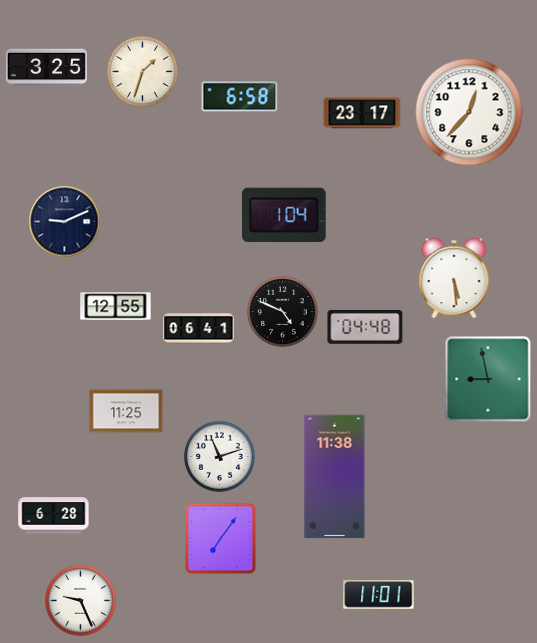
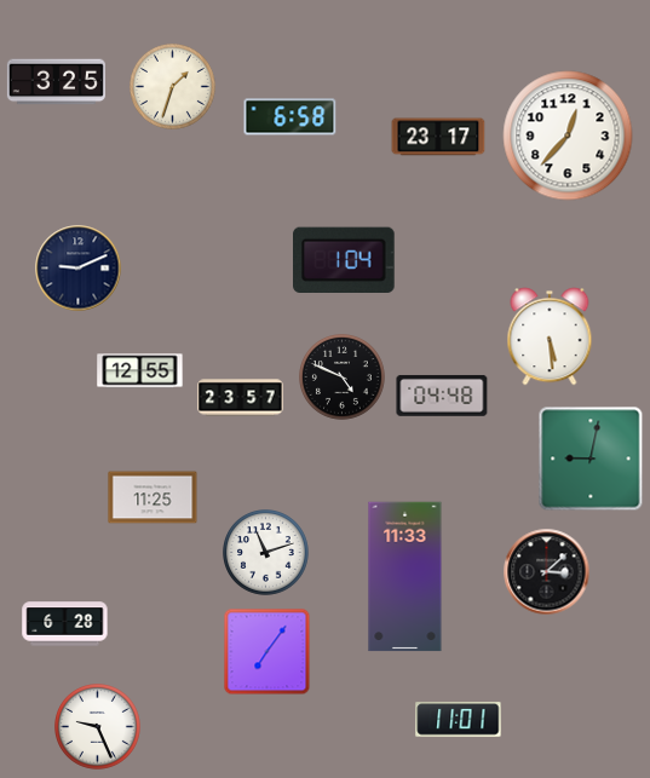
clock at (199, 329): 06:41 -> 23:57
clock at (488, 379): 8:58 -> 9:02
clock at (547, 572): none -> 3:08
clock at (335, 477): 11:38 -> 11:33
